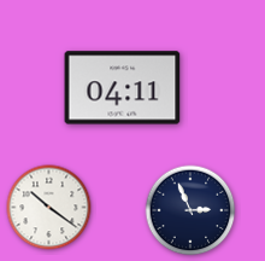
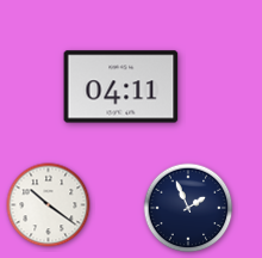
clock at (190, 210): 2:56 -> 1:56
